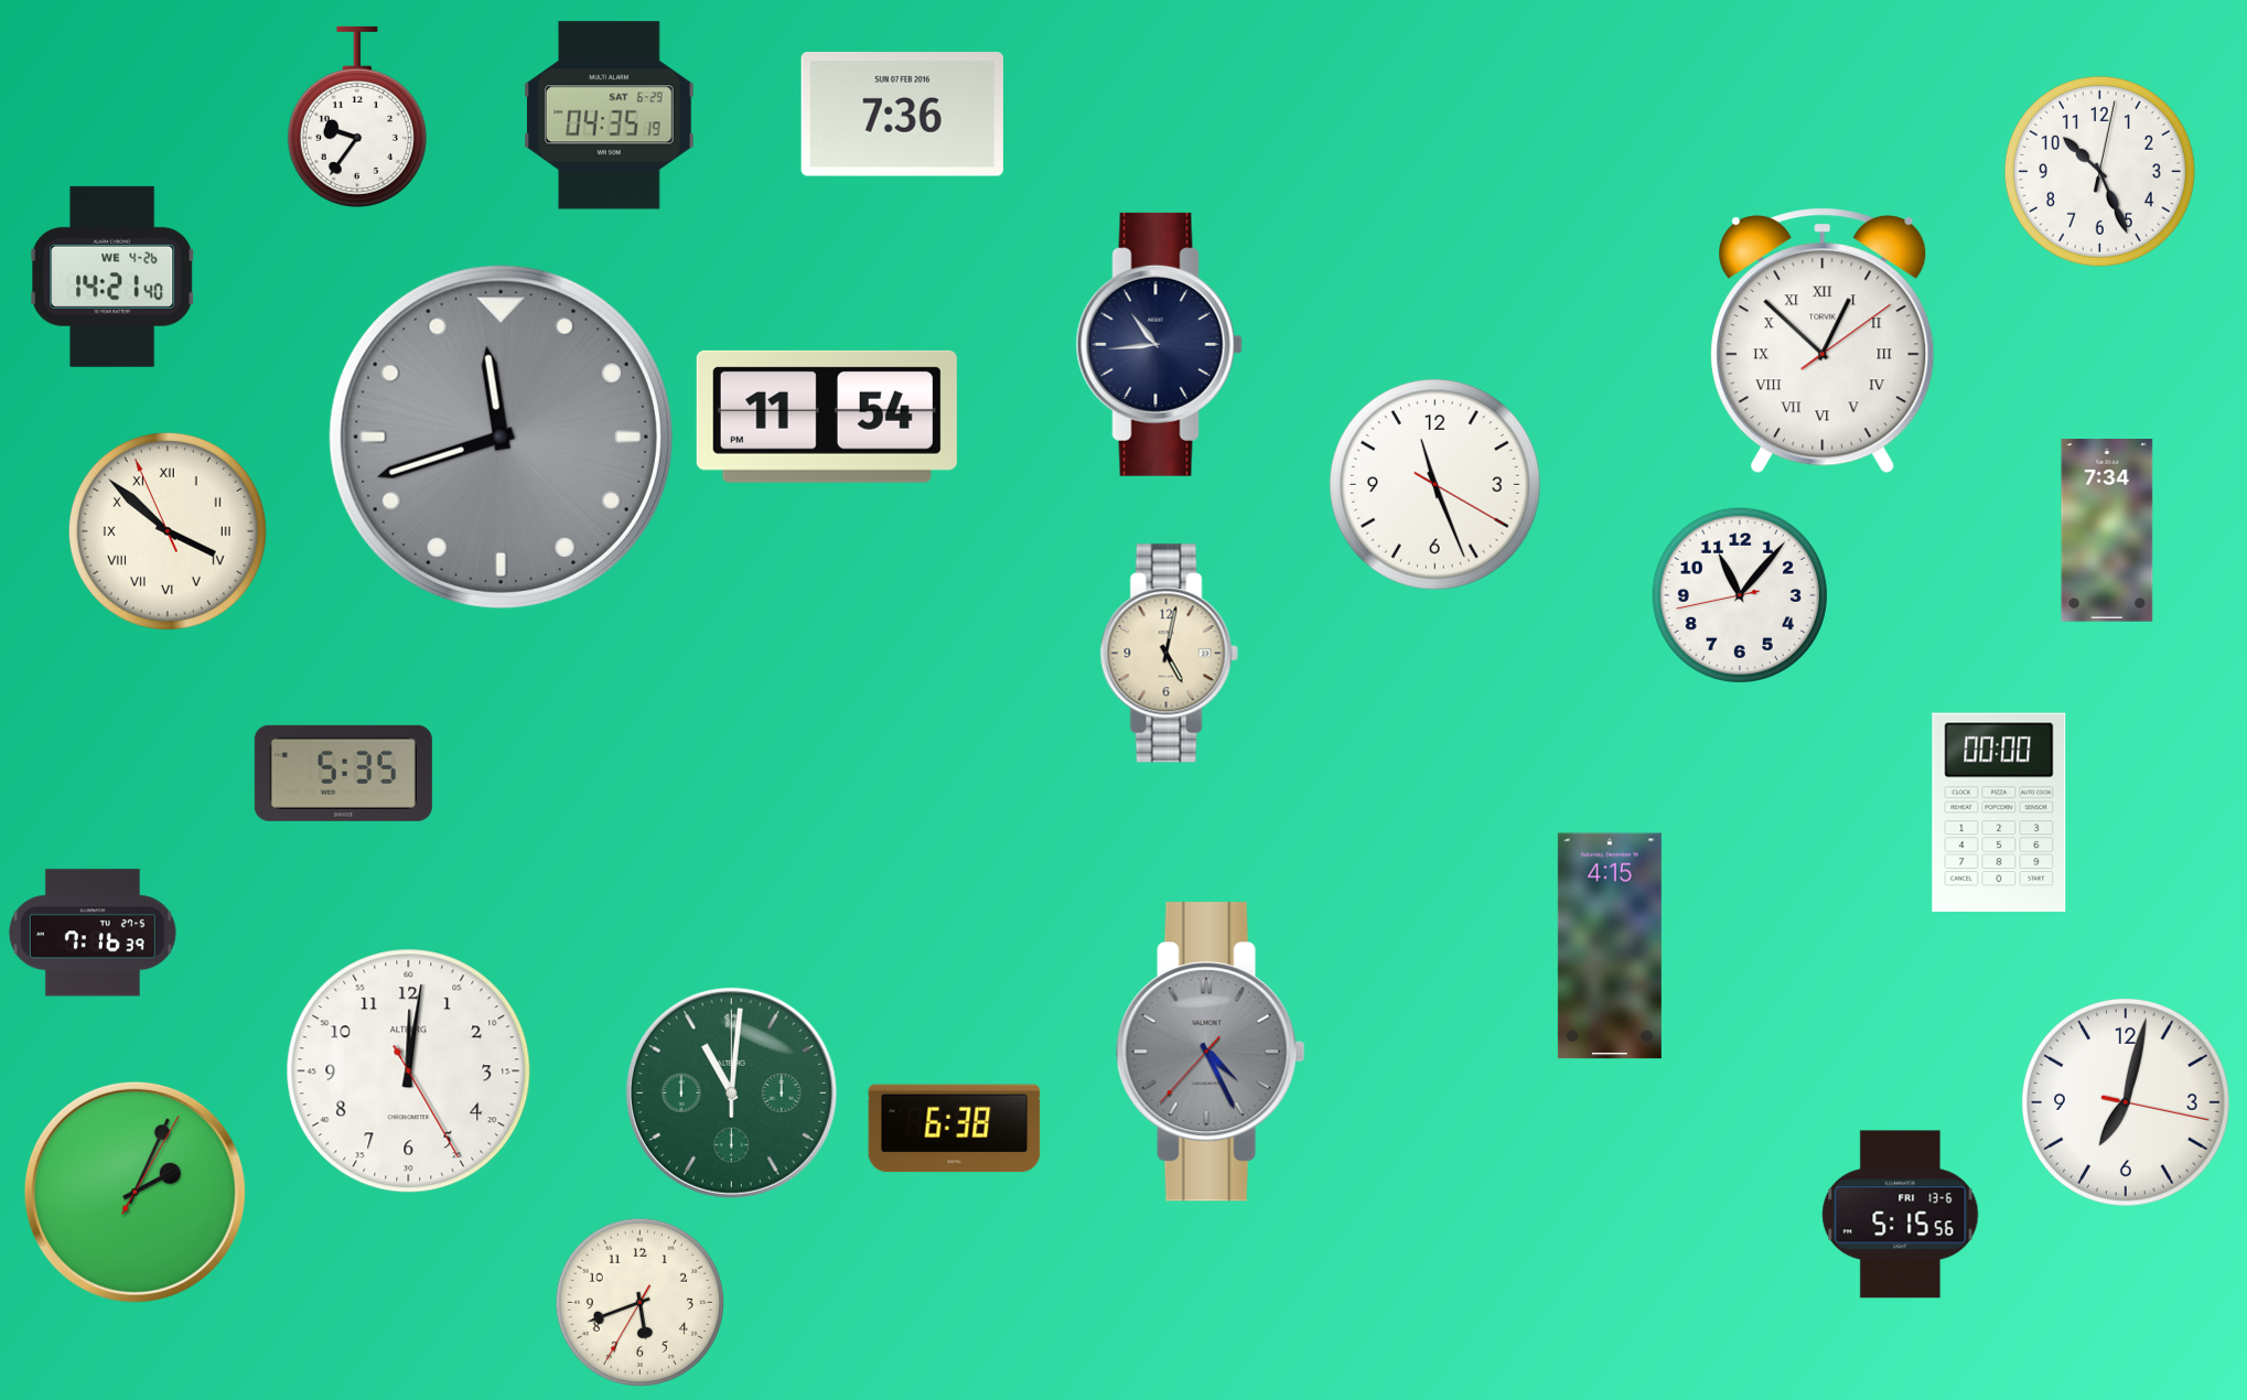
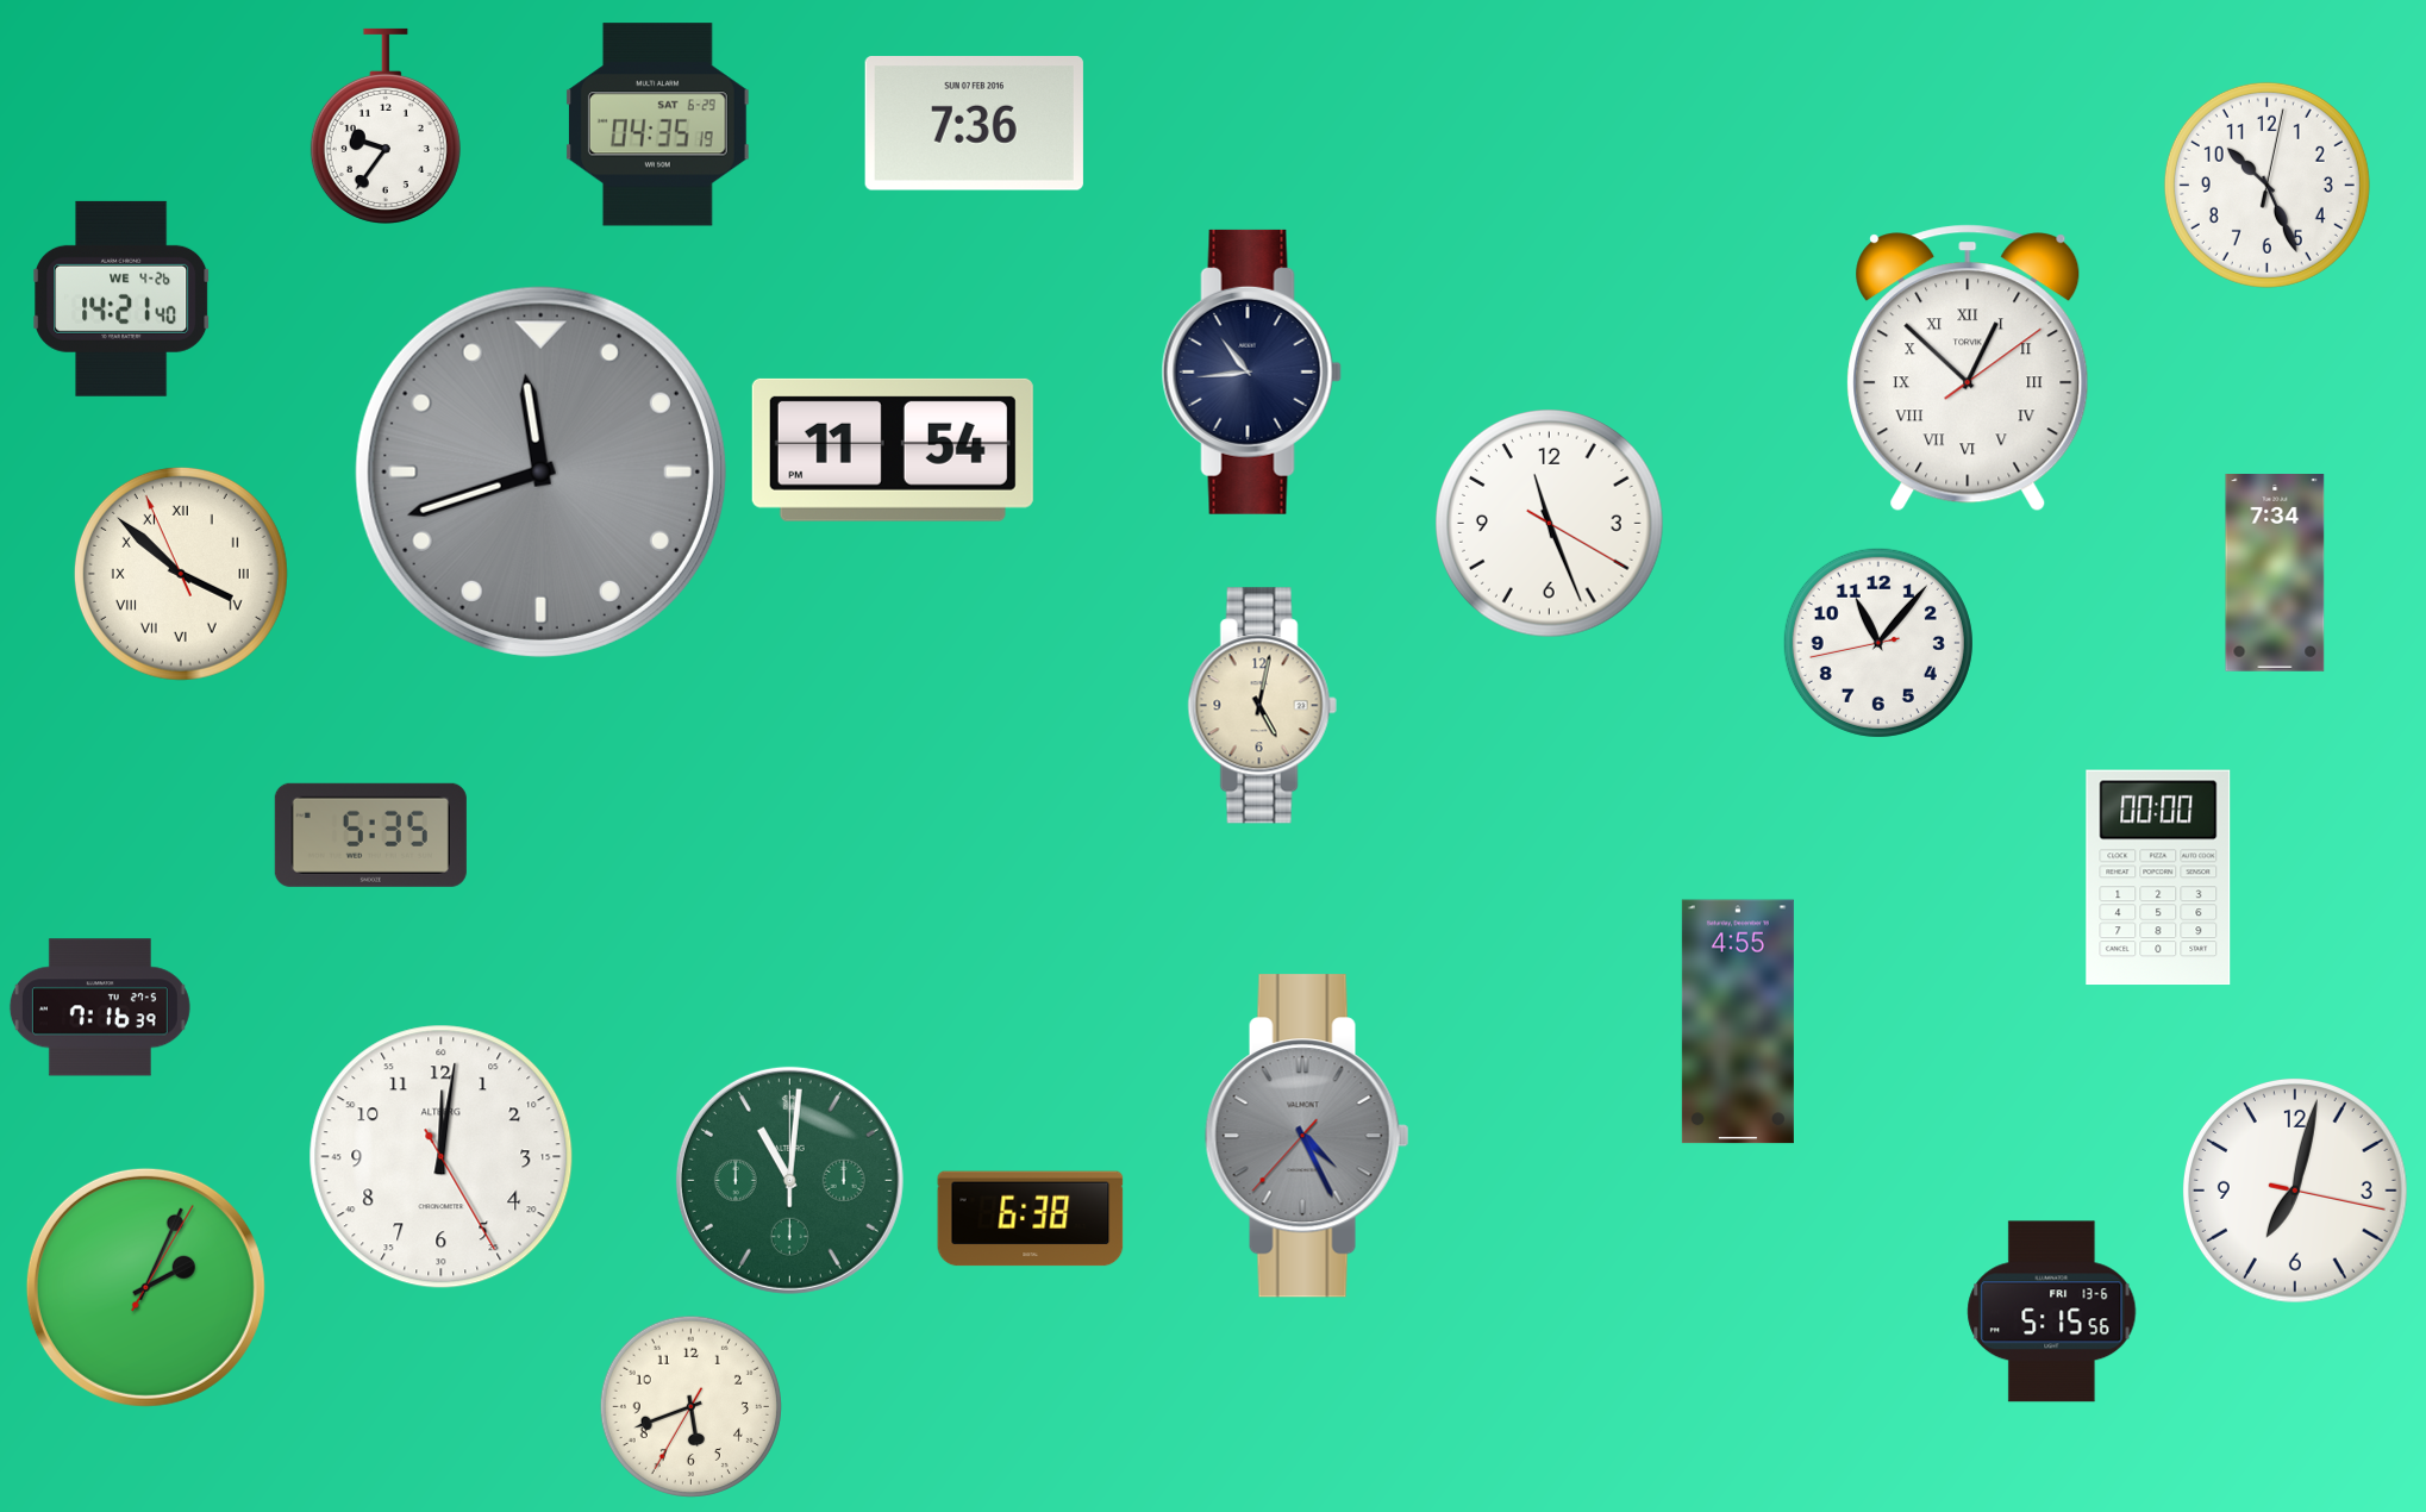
clock at (1610, 946): 4:15 -> 4:55
